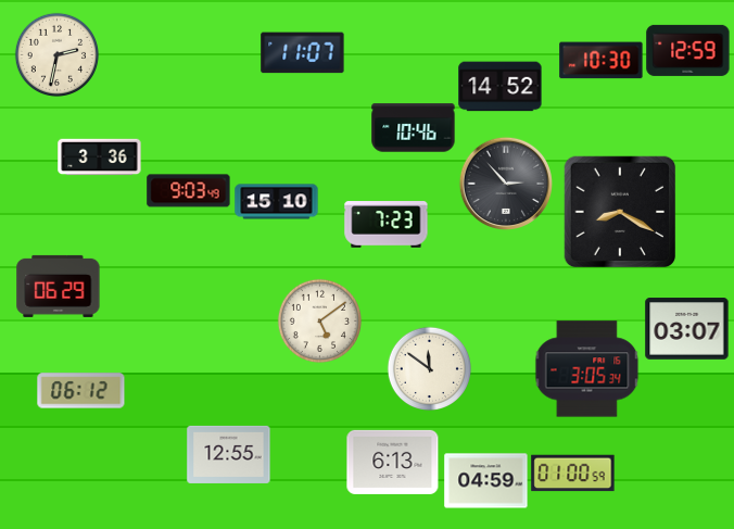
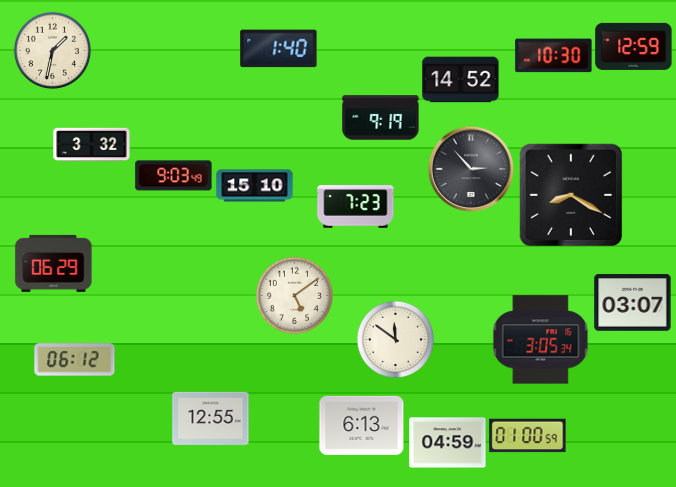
clock at (303, 53): 11:07 -> 1:40
clock at (56, 54): 2:32 -> 1:32
clock at (414, 128): 10:46 -> 9:19
clock at (100, 158): 3:36 -> 3:32
clock at (505, 182) position: (505, 182) -> (470, 168)
